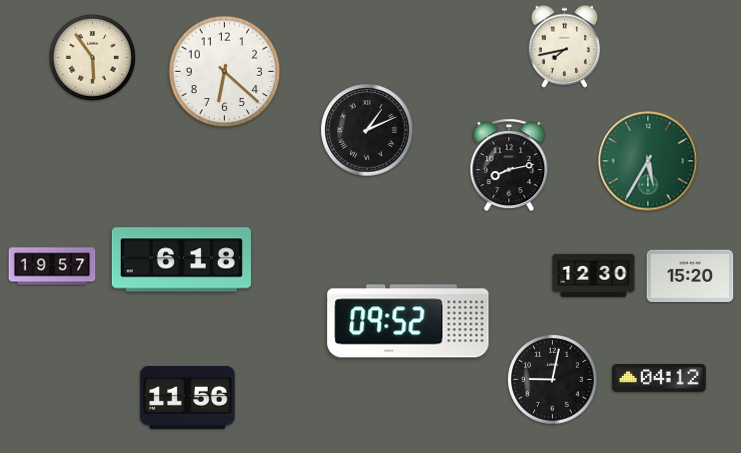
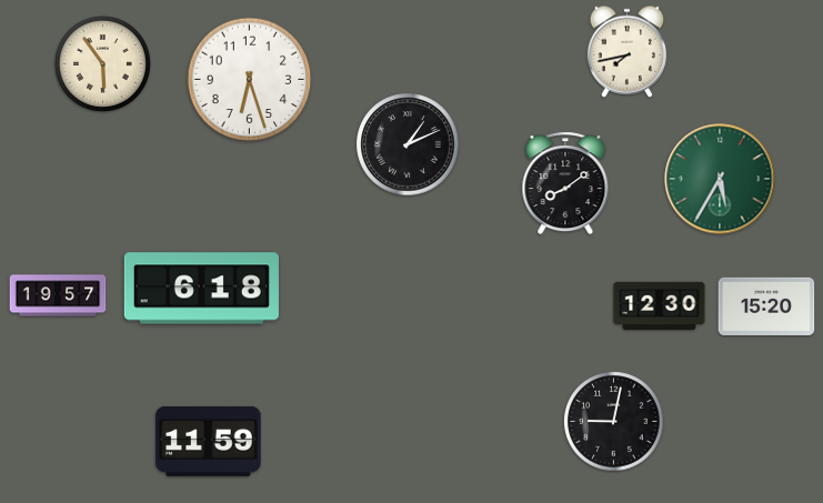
clock at (225, 72): 6:22 -> 6:27
clock at (509, 165): 8:13 -> 8:09
clock at (408, 321): 09:52 -> none
clock at (659, 379): 04:12 -> none
clock at (188, 397): 11:56 -> 11:59
